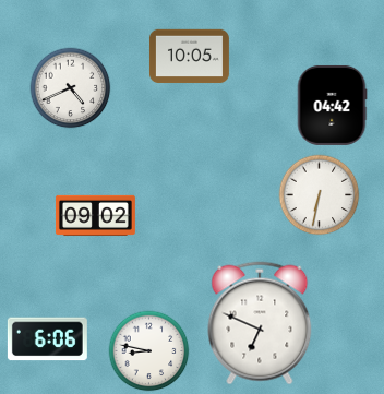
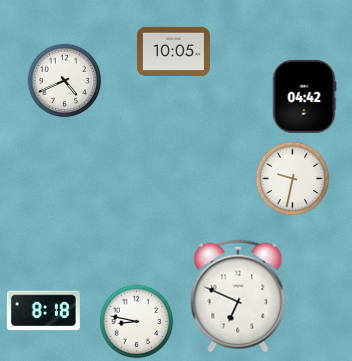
clock at (320, 195): 6:32 -> 9:32
clock at (95, 215): 09:02 -> none
clock at (47, 339): 6:06 -> 8:18
